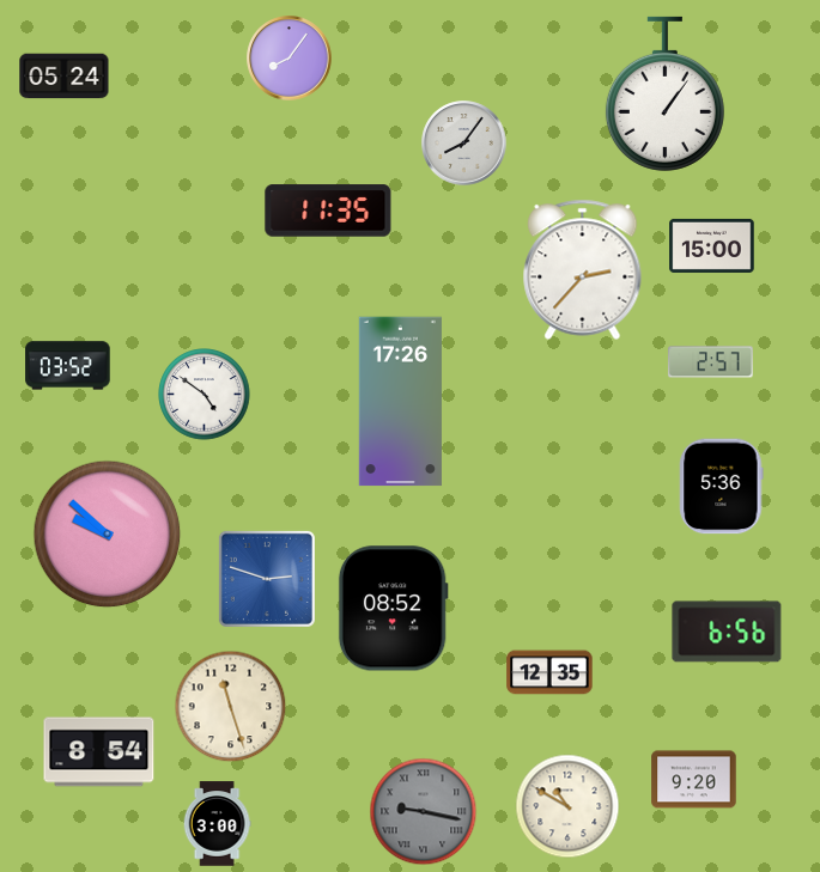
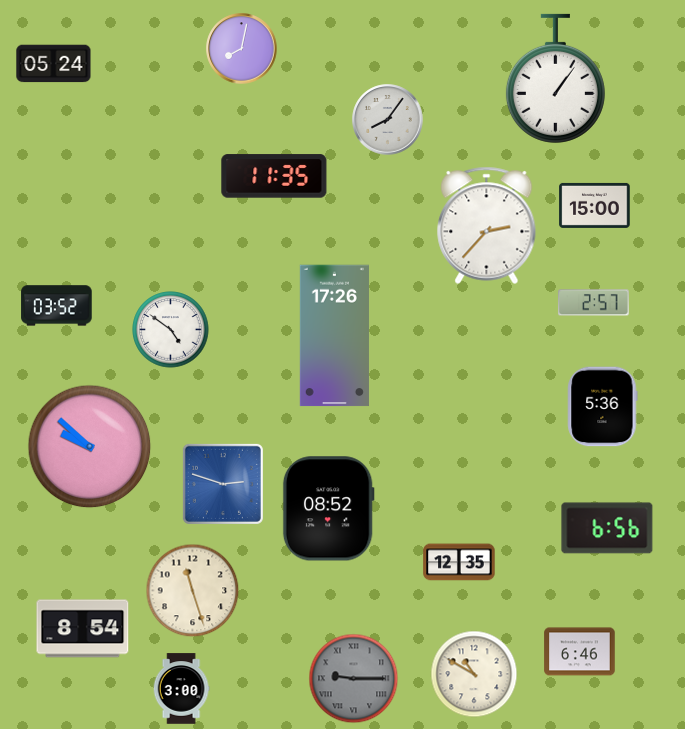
clock at (290, 59): 8:06 -> 8:02
clock at (694, 780): 9:20 -> 6:46
clock at (424, 812): 9:17 -> 9:15
